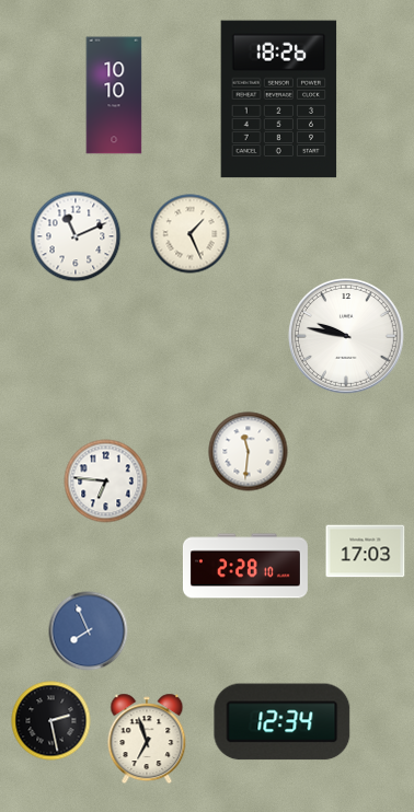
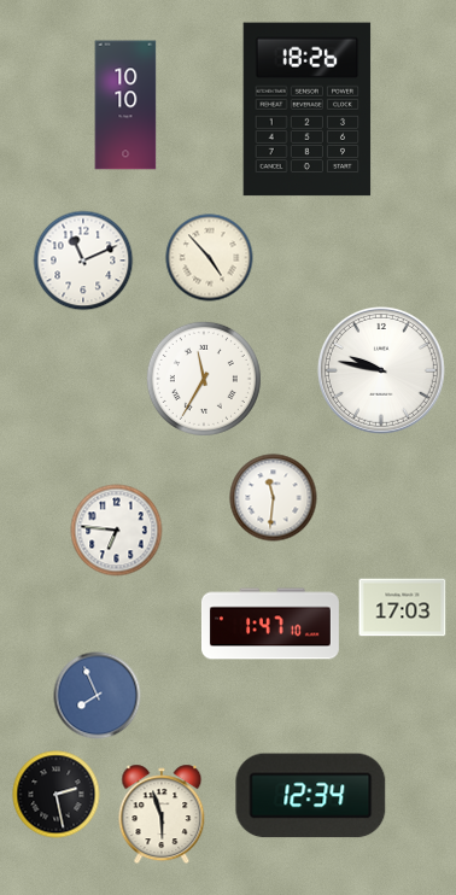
clock at (191, 234): 1:26 -> 4:53
clock at (204, 379): none -> 11:35
clock at (245, 566): 2:28 -> 1:47
clock at (147, 739): 6:57 -> 5:57
